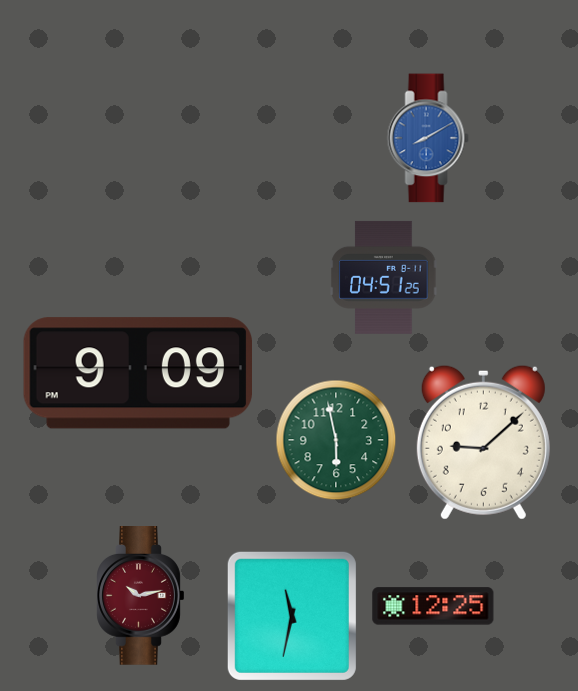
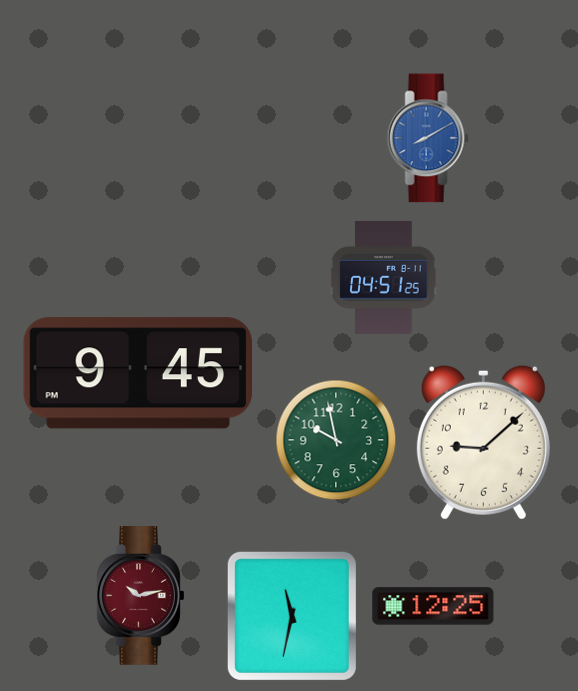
clock at (137, 373): 9:09 -> 9:45
clock at (336, 440): 5:58 -> 9:58
